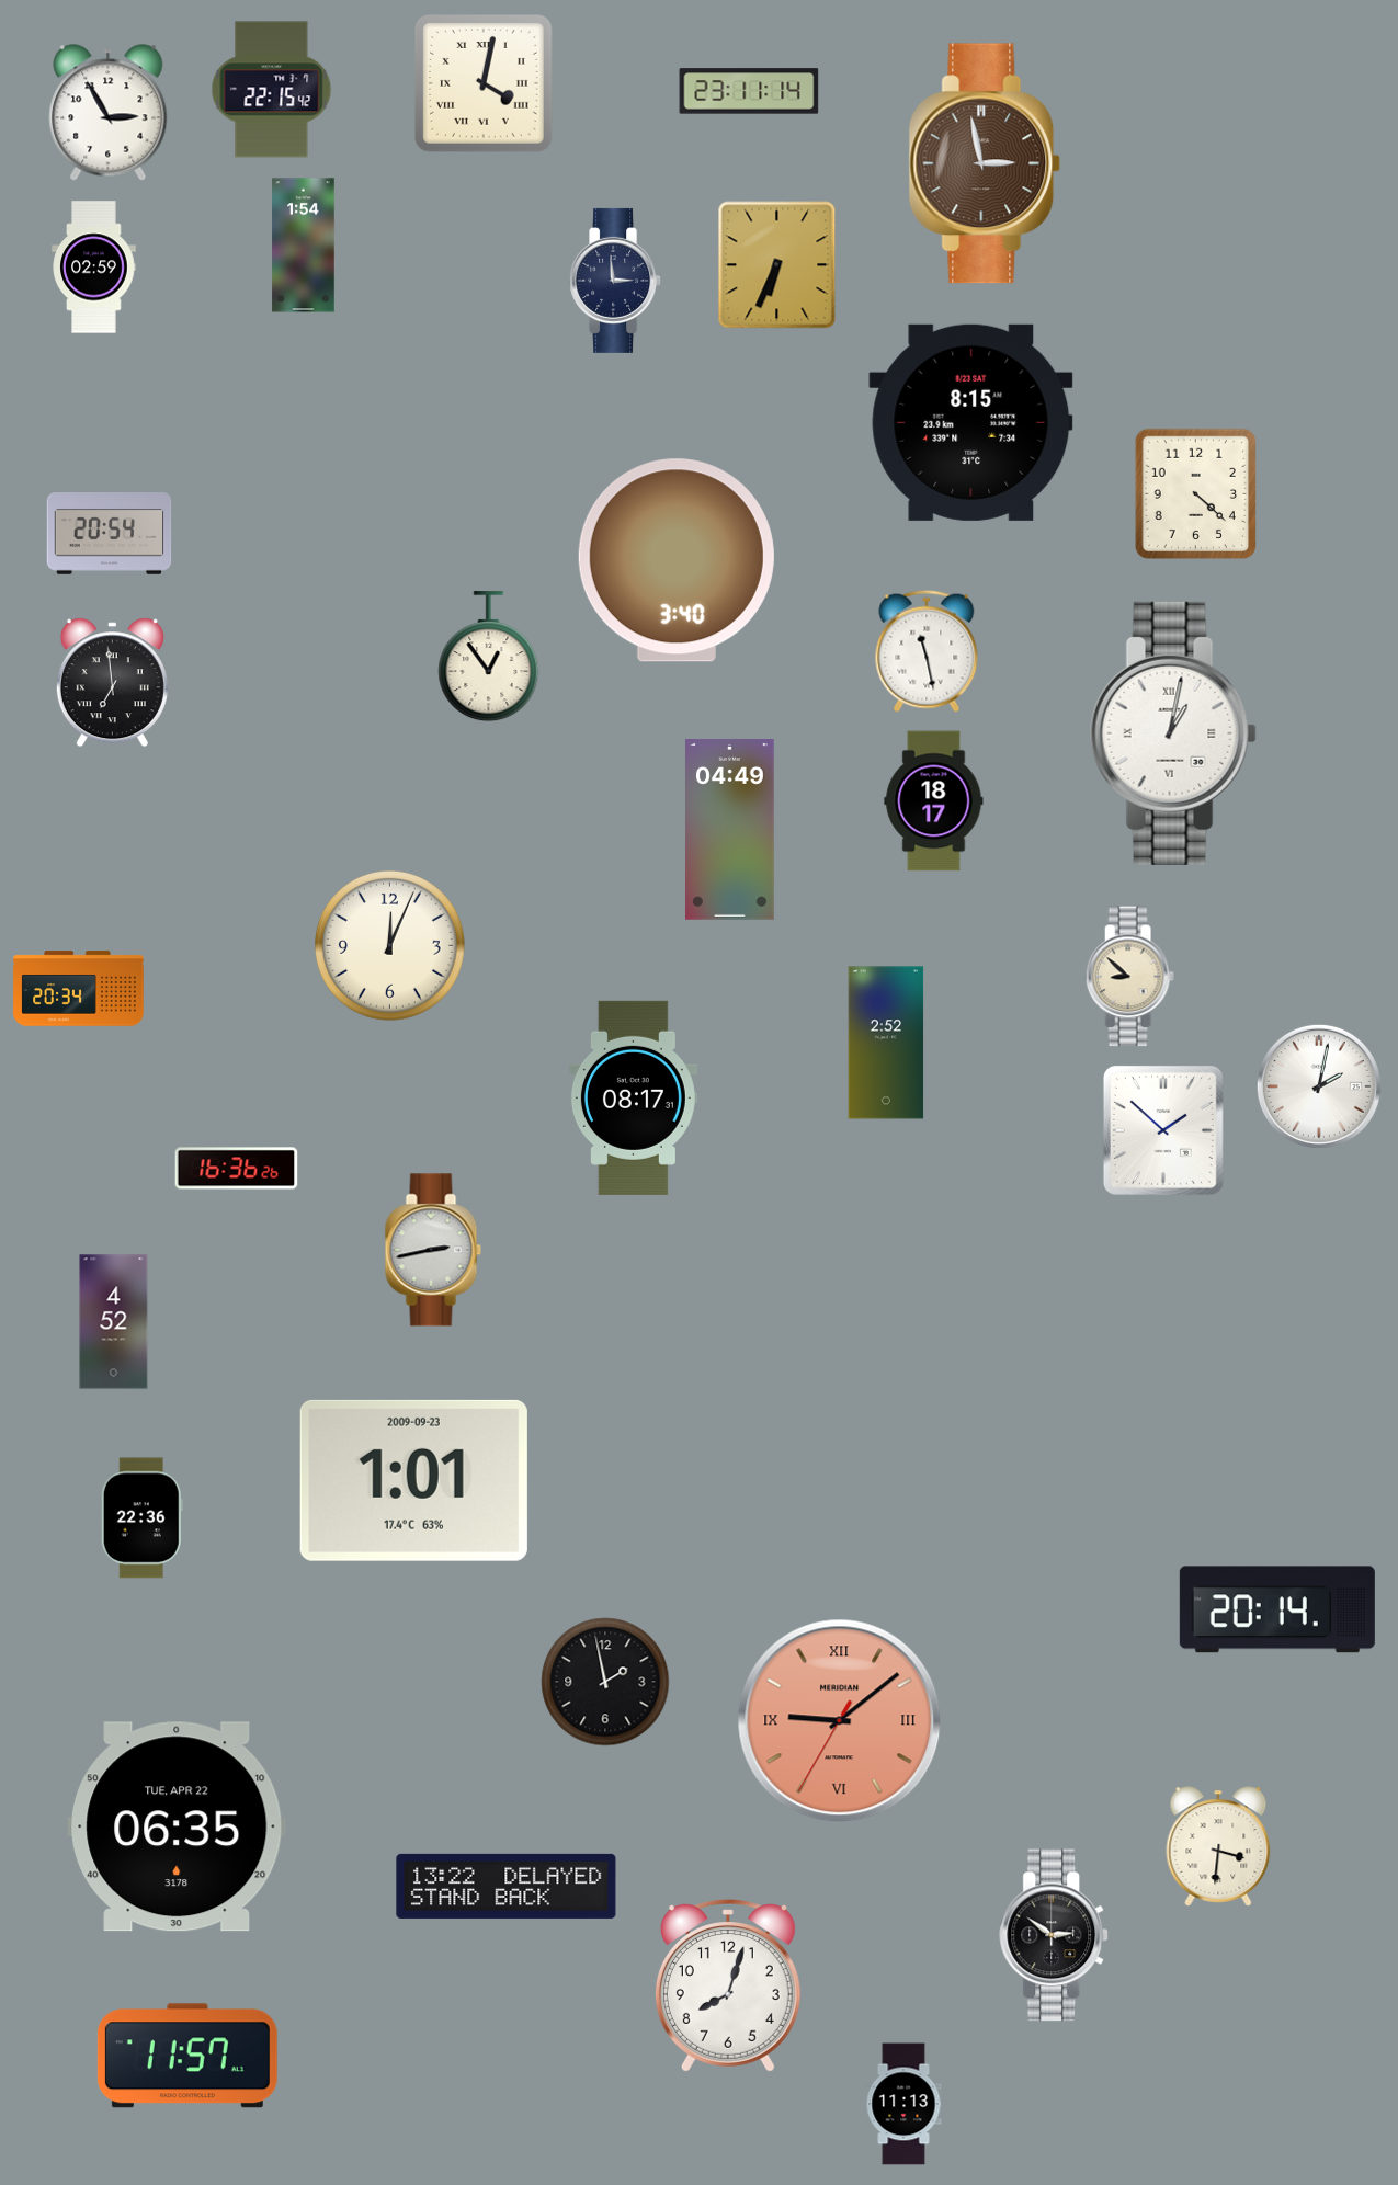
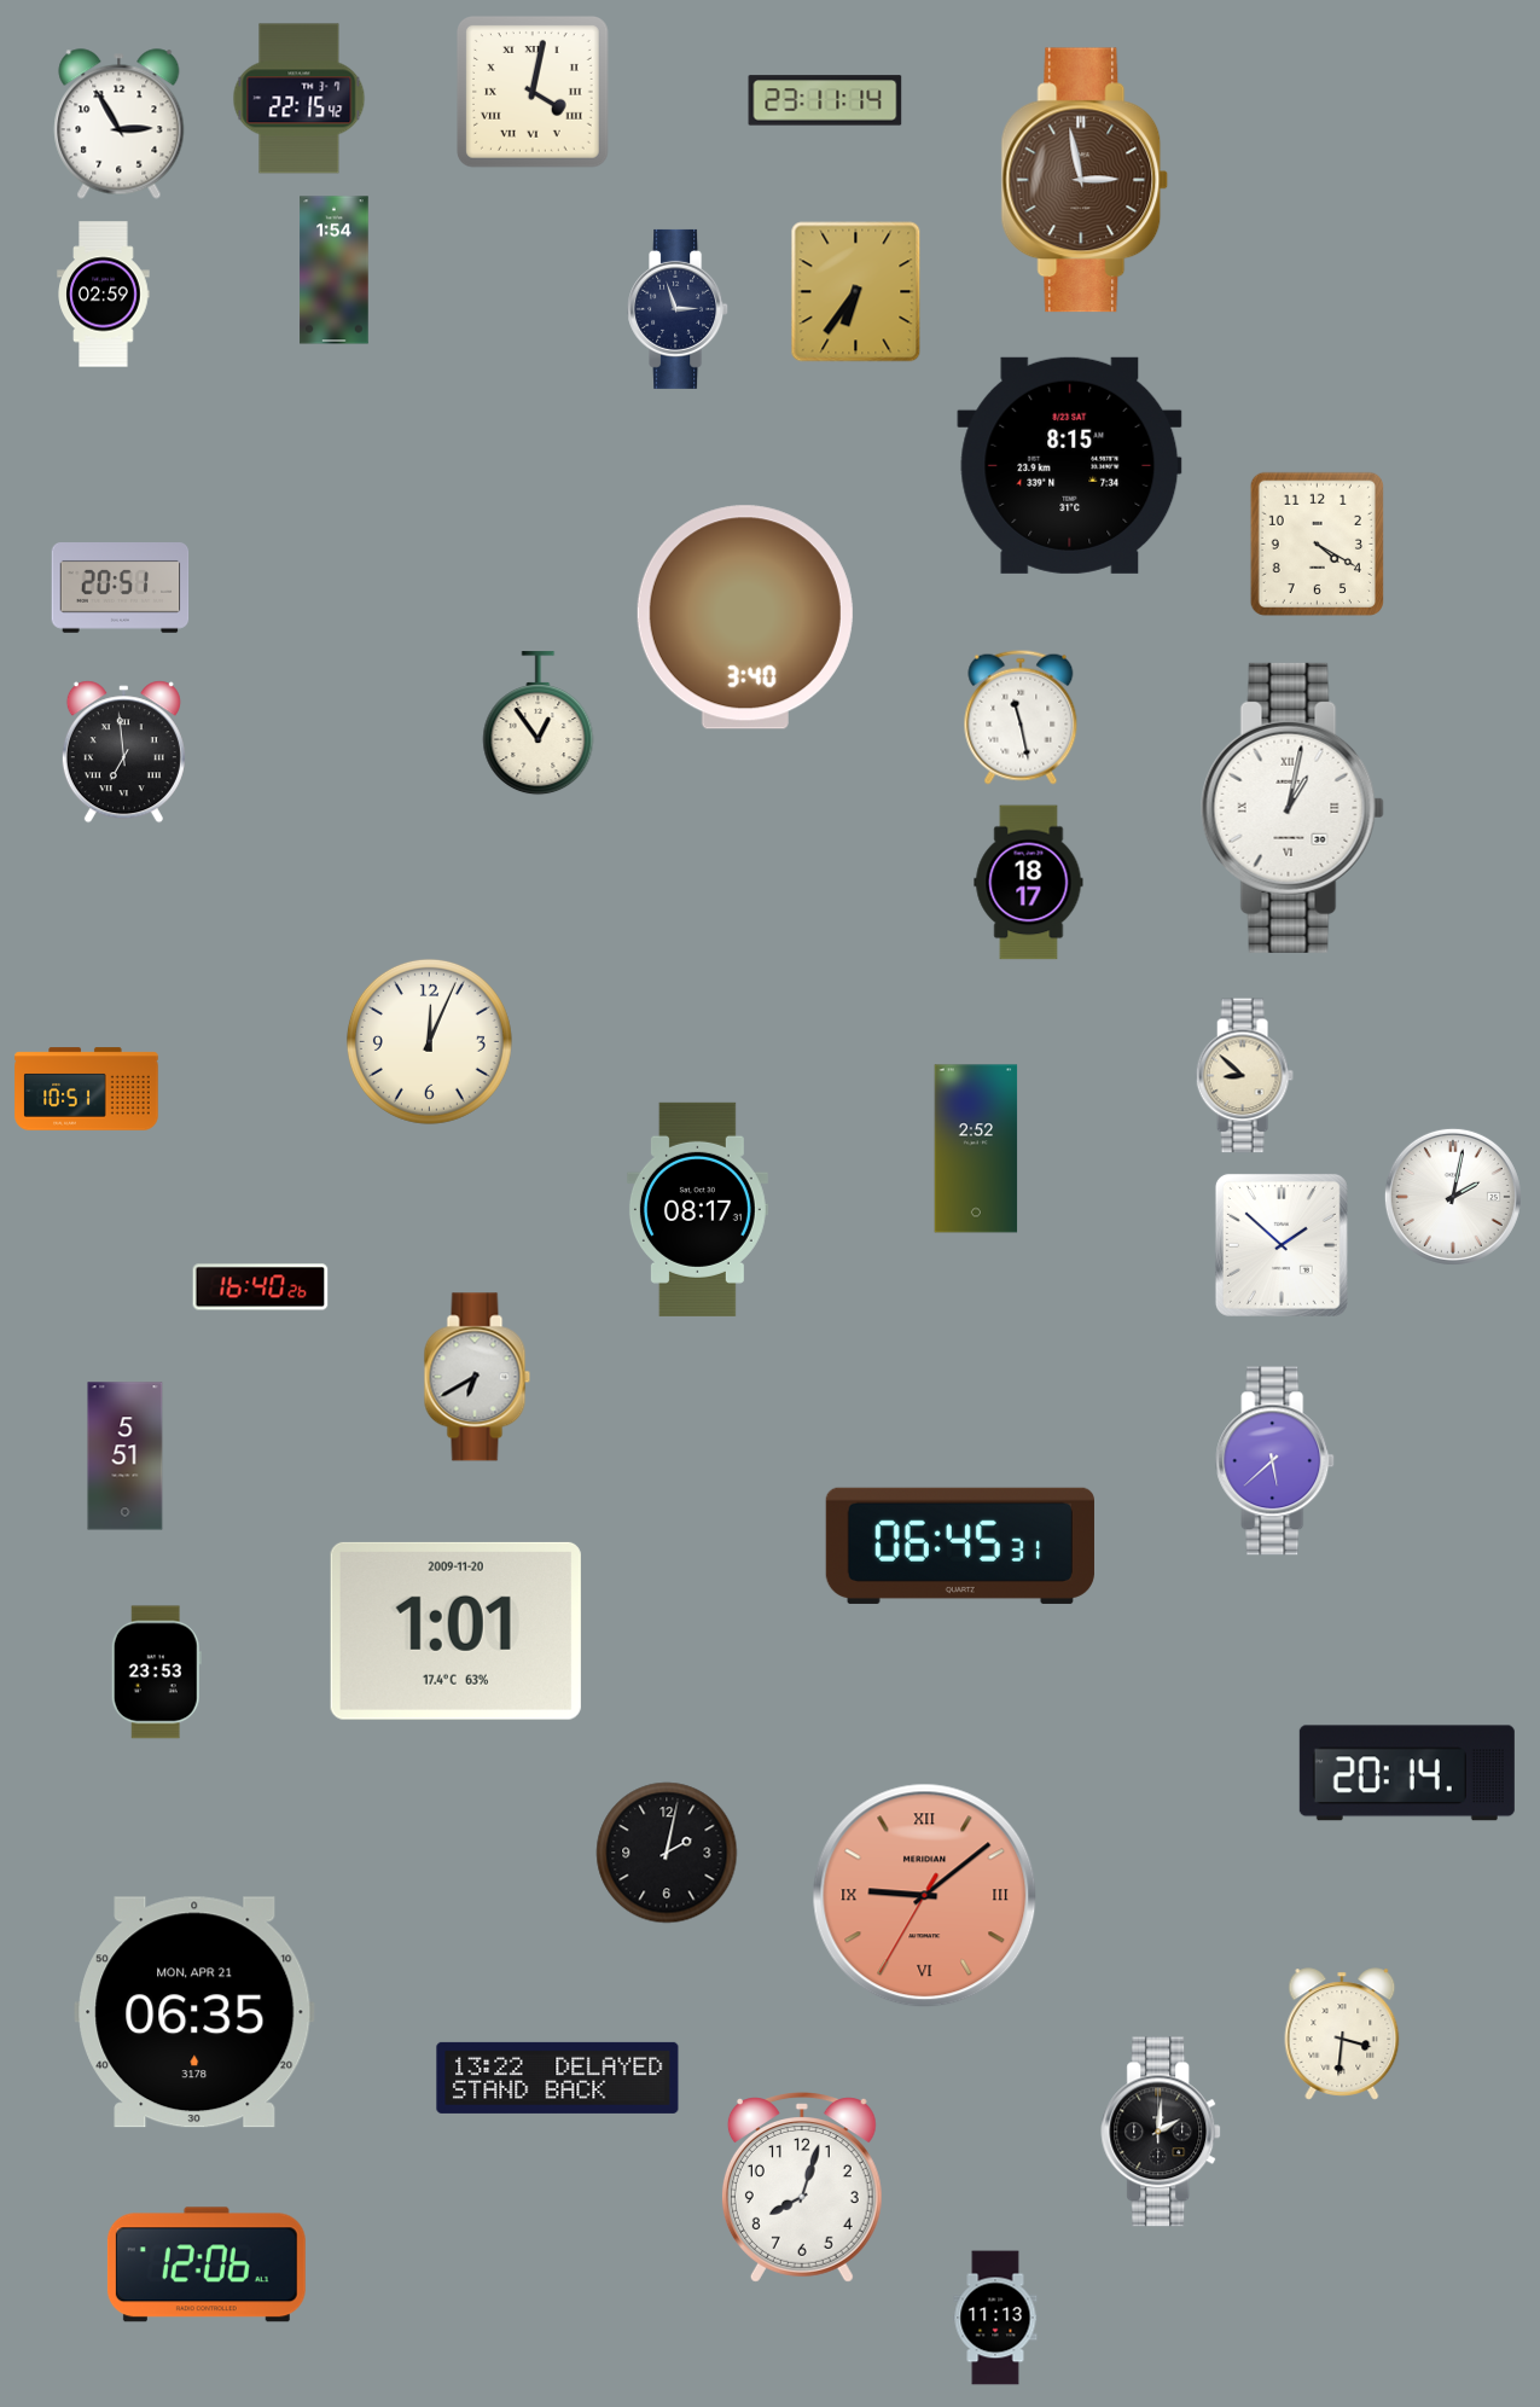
clock at (777, 265): 6:34 -> 6:36
clock at (616, 281): 2:59 -> 2:57
clock at (1195, 493): 4:22 -> 4:20
clock at (110, 534): 20:54 -> 20:51
clock at (730, 830): 04:49 -> none
clock at (79, 989): 20:34 -> 10:51
clock at (237, 1169): 16:36 -> 16:40
clock at (433, 1250): 2:43 -> 6:40
clock at (114, 1322): 4:52 -> 5:51
clock at (1275, 1461): none -> 5:38
clock at (960, 1546): none -> 06:45
clock at (413, 1480) date: 2009-09-23 -> 2009-11-20
clock at (141, 1518): 22:36 -> 23:53
clock at (605, 1682): 1:58 -> 2:02
clock at (177, 1826) date: TUE, APR 22 -> MON, APR 21
clock at (1055, 1935): 2:51 -> 2:01
clock at (187, 2056): 11:57 -> 12:06
